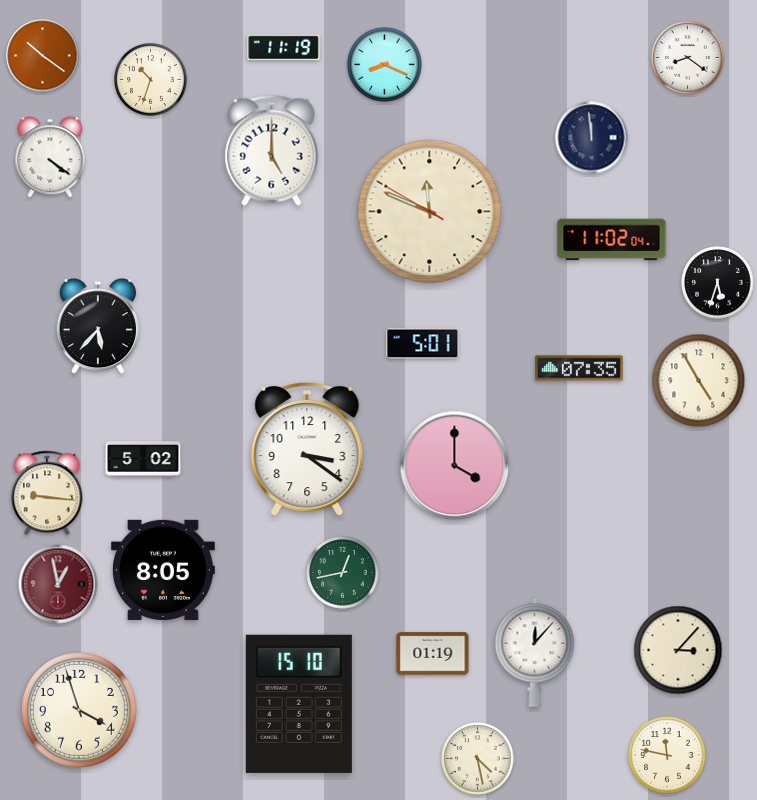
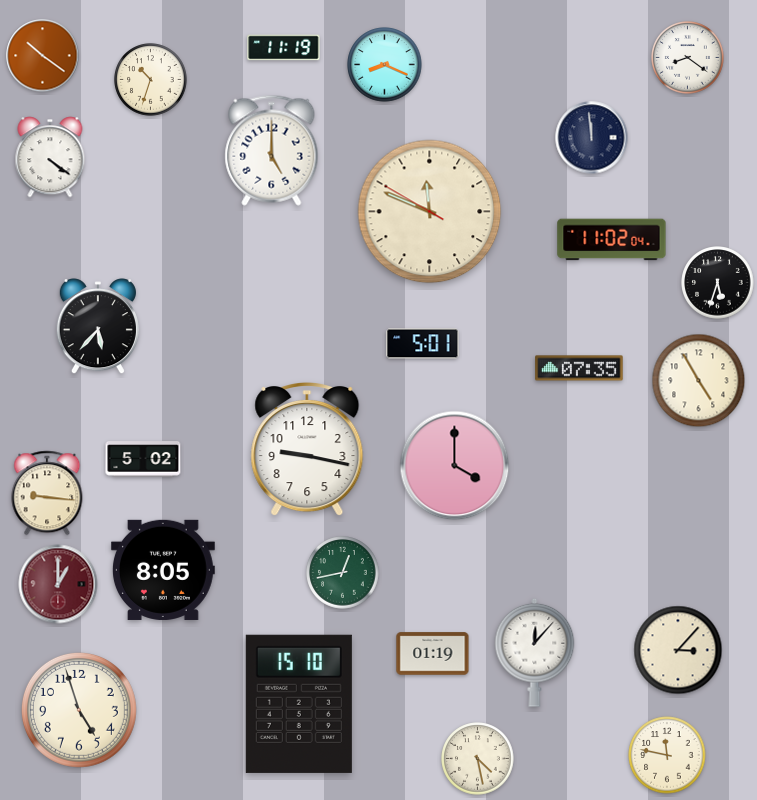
clock at (307, 450): 3:21 -> 9:17
clock at (58, 584): 12:58 -> 1:00
clock at (79, 710): 3:57 -> 4:57
